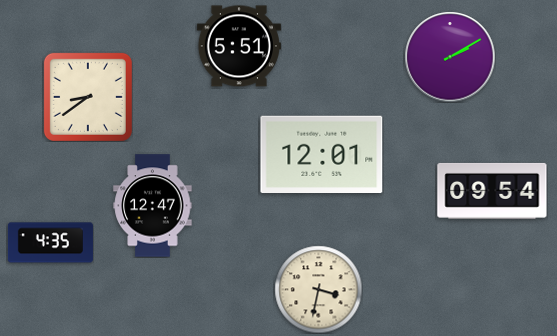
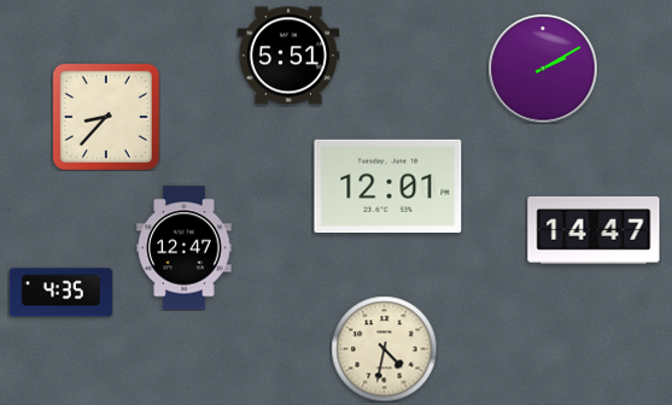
clock at (88, 97): 8:39 -> 8:37
clock at (492, 191): 09:54 -> 14:47
clock at (318, 289): 3:32 -> 4:32
